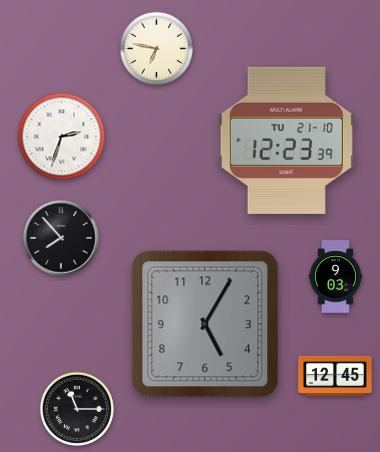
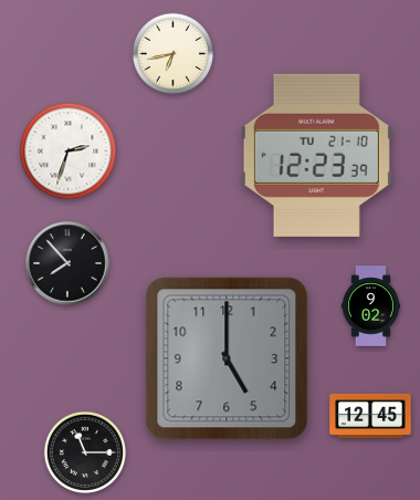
clock at (156, 48): 6:47 -> 6:43
clock at (336, 277): 9:03 -> 9:02
clock at (205, 324): 5:05 -> 5:00
